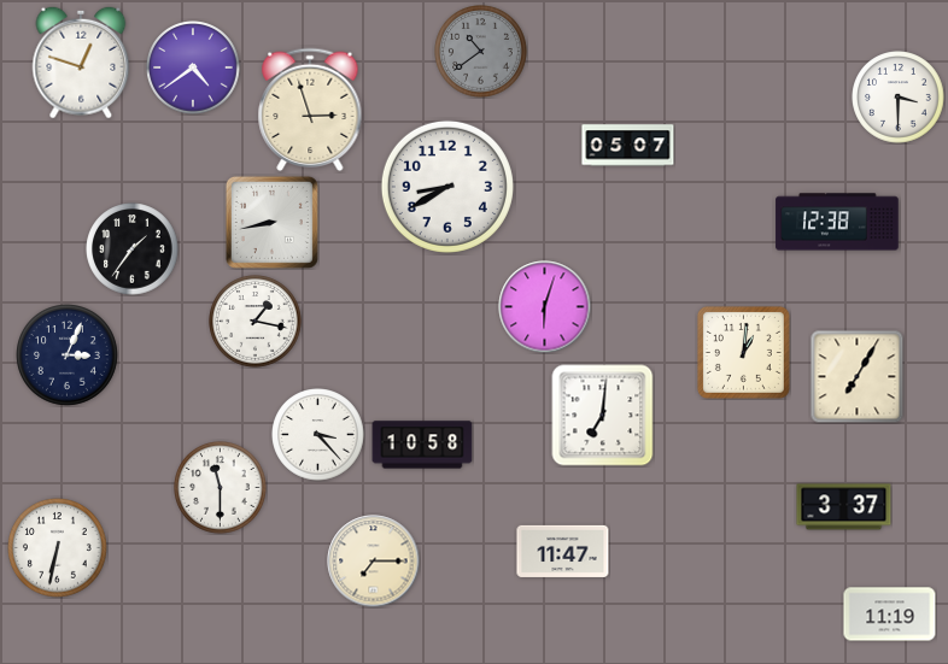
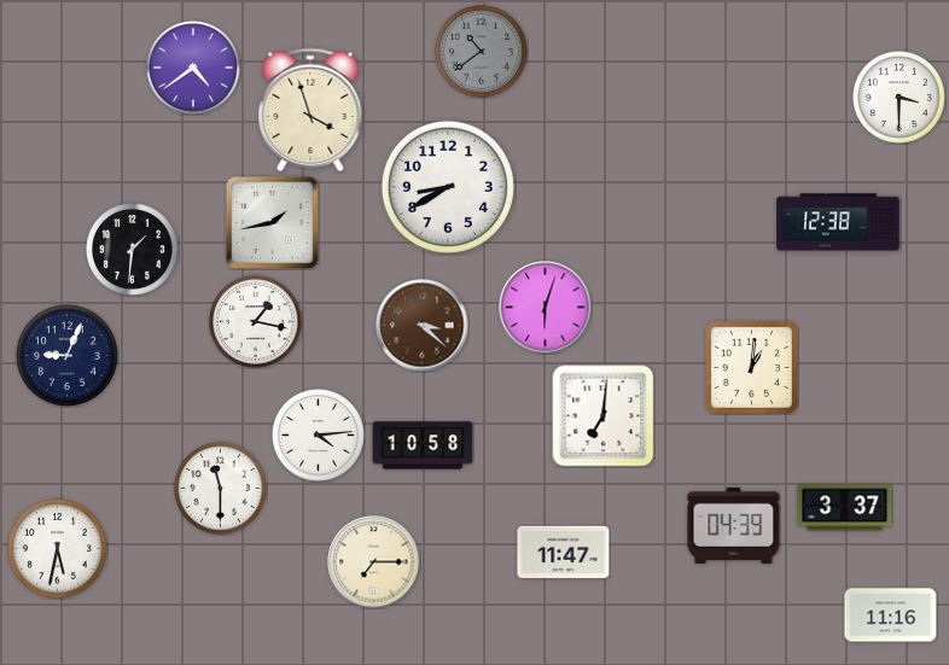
clock at (81, 63): 12:48 -> none
clock at (310, 110): 2:57 -> 3:57
clock at (628, 146): 05:07 -> none
clock at (271, 222): 8:43 -> 1:43
clock at (133, 249): 1:36 -> 1:31
clock at (423, 326): none -> 3:22
clock at (743, 352) position: (743, 352) -> (751, 367)
clock at (68, 355): 3:04 -> 9:04
clock at (856, 376): 7:05 -> none
clock at (318, 435): 3:23 -> 4:14
clock at (734, 525): none -> 04:39
clock at (58, 548): 6:32 -> 5:32
clock at (890, 615): 11:19 -> 11:16
